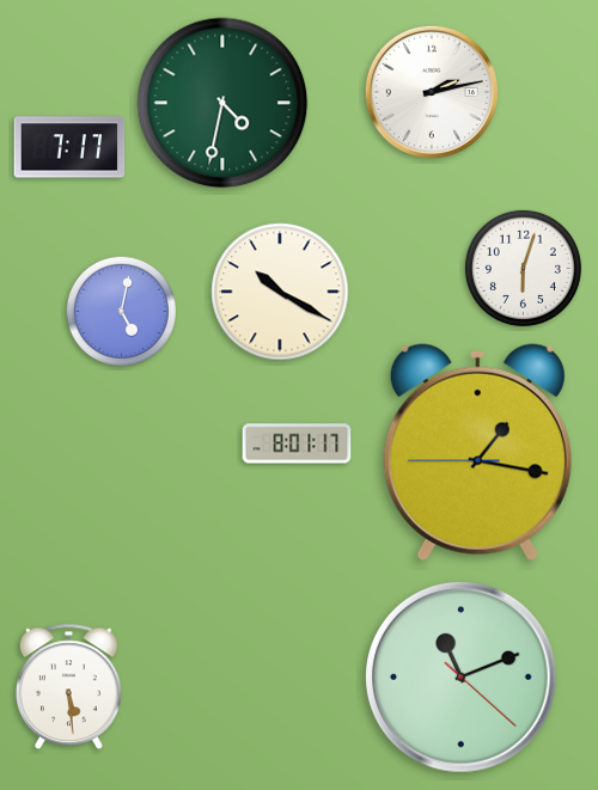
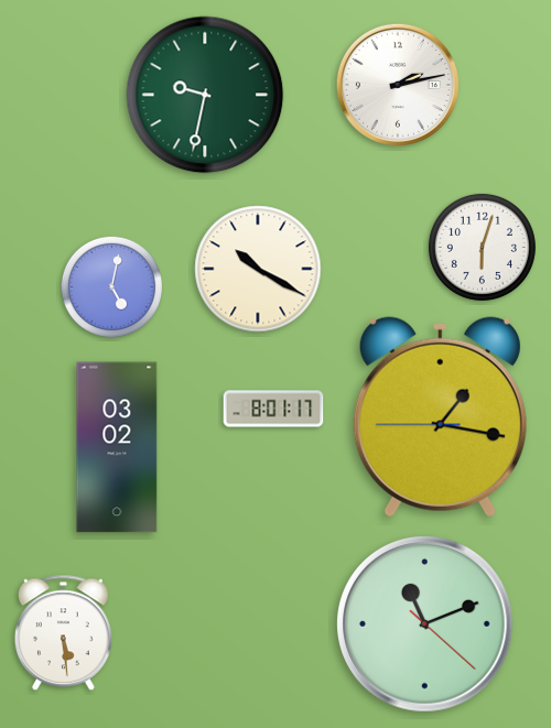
clock at (222, 103): 4:32 -> 9:32
clock at (69, 147): 7:17 -> none
clock at (117, 447): none -> 03:02
